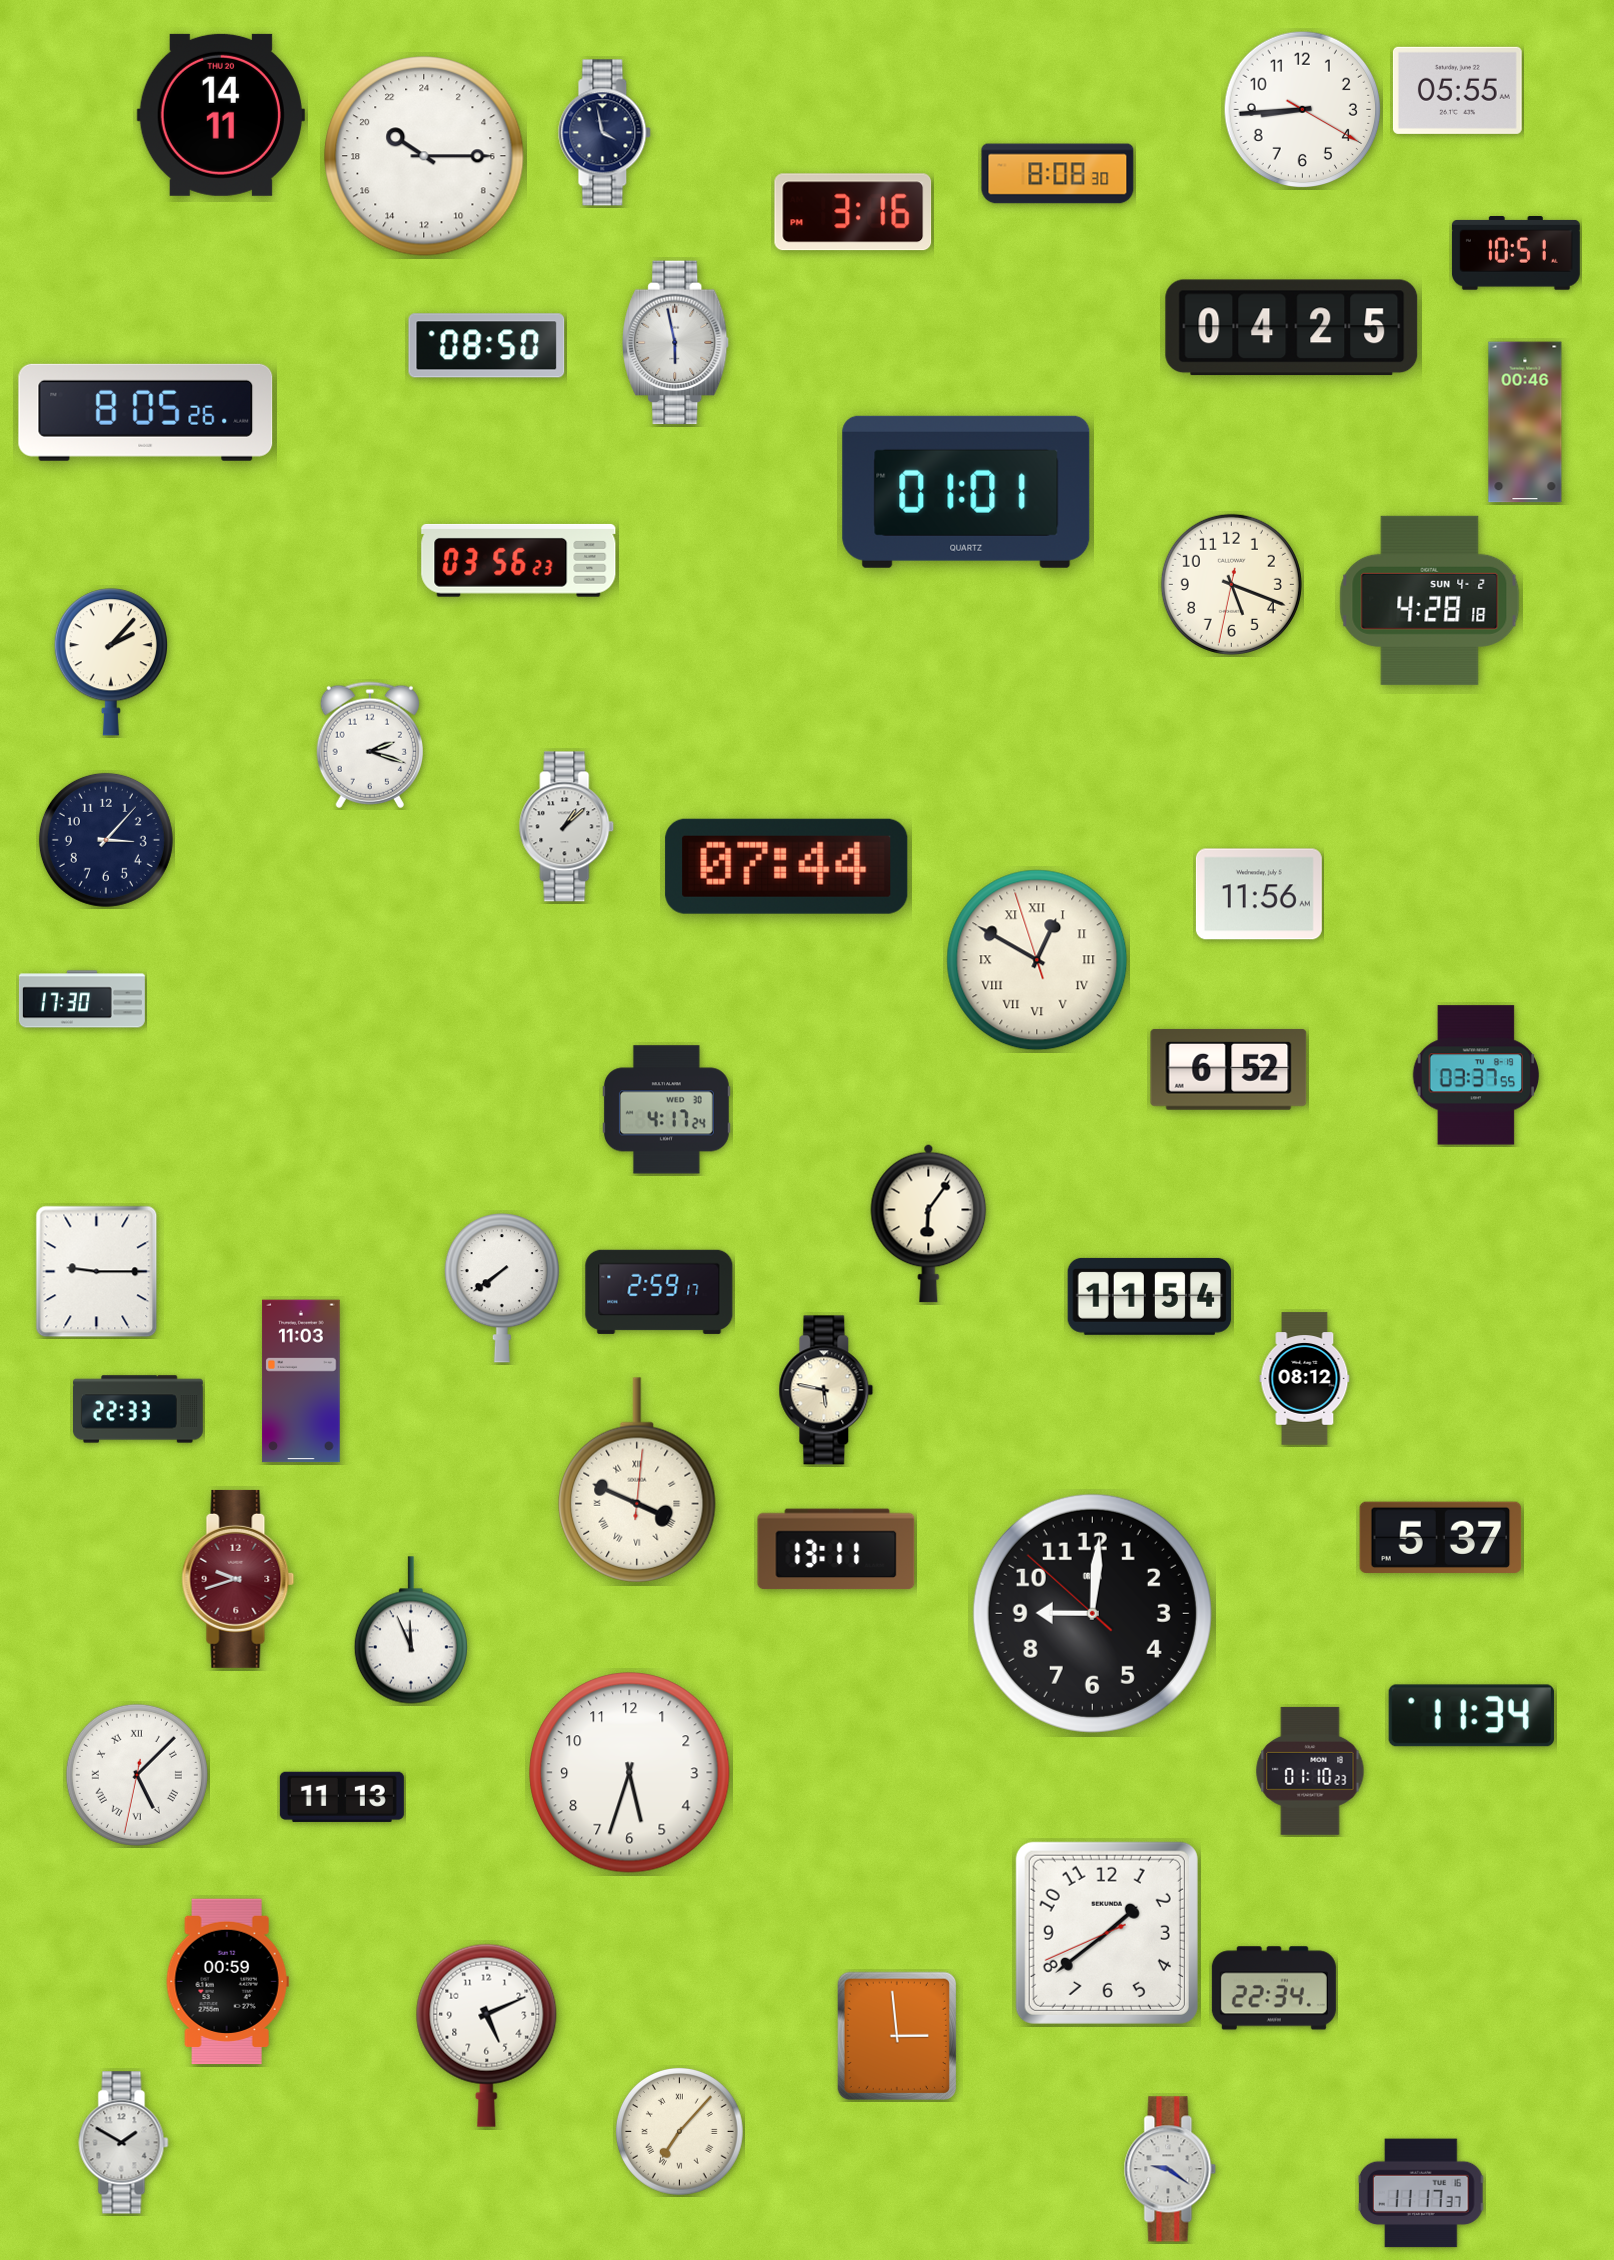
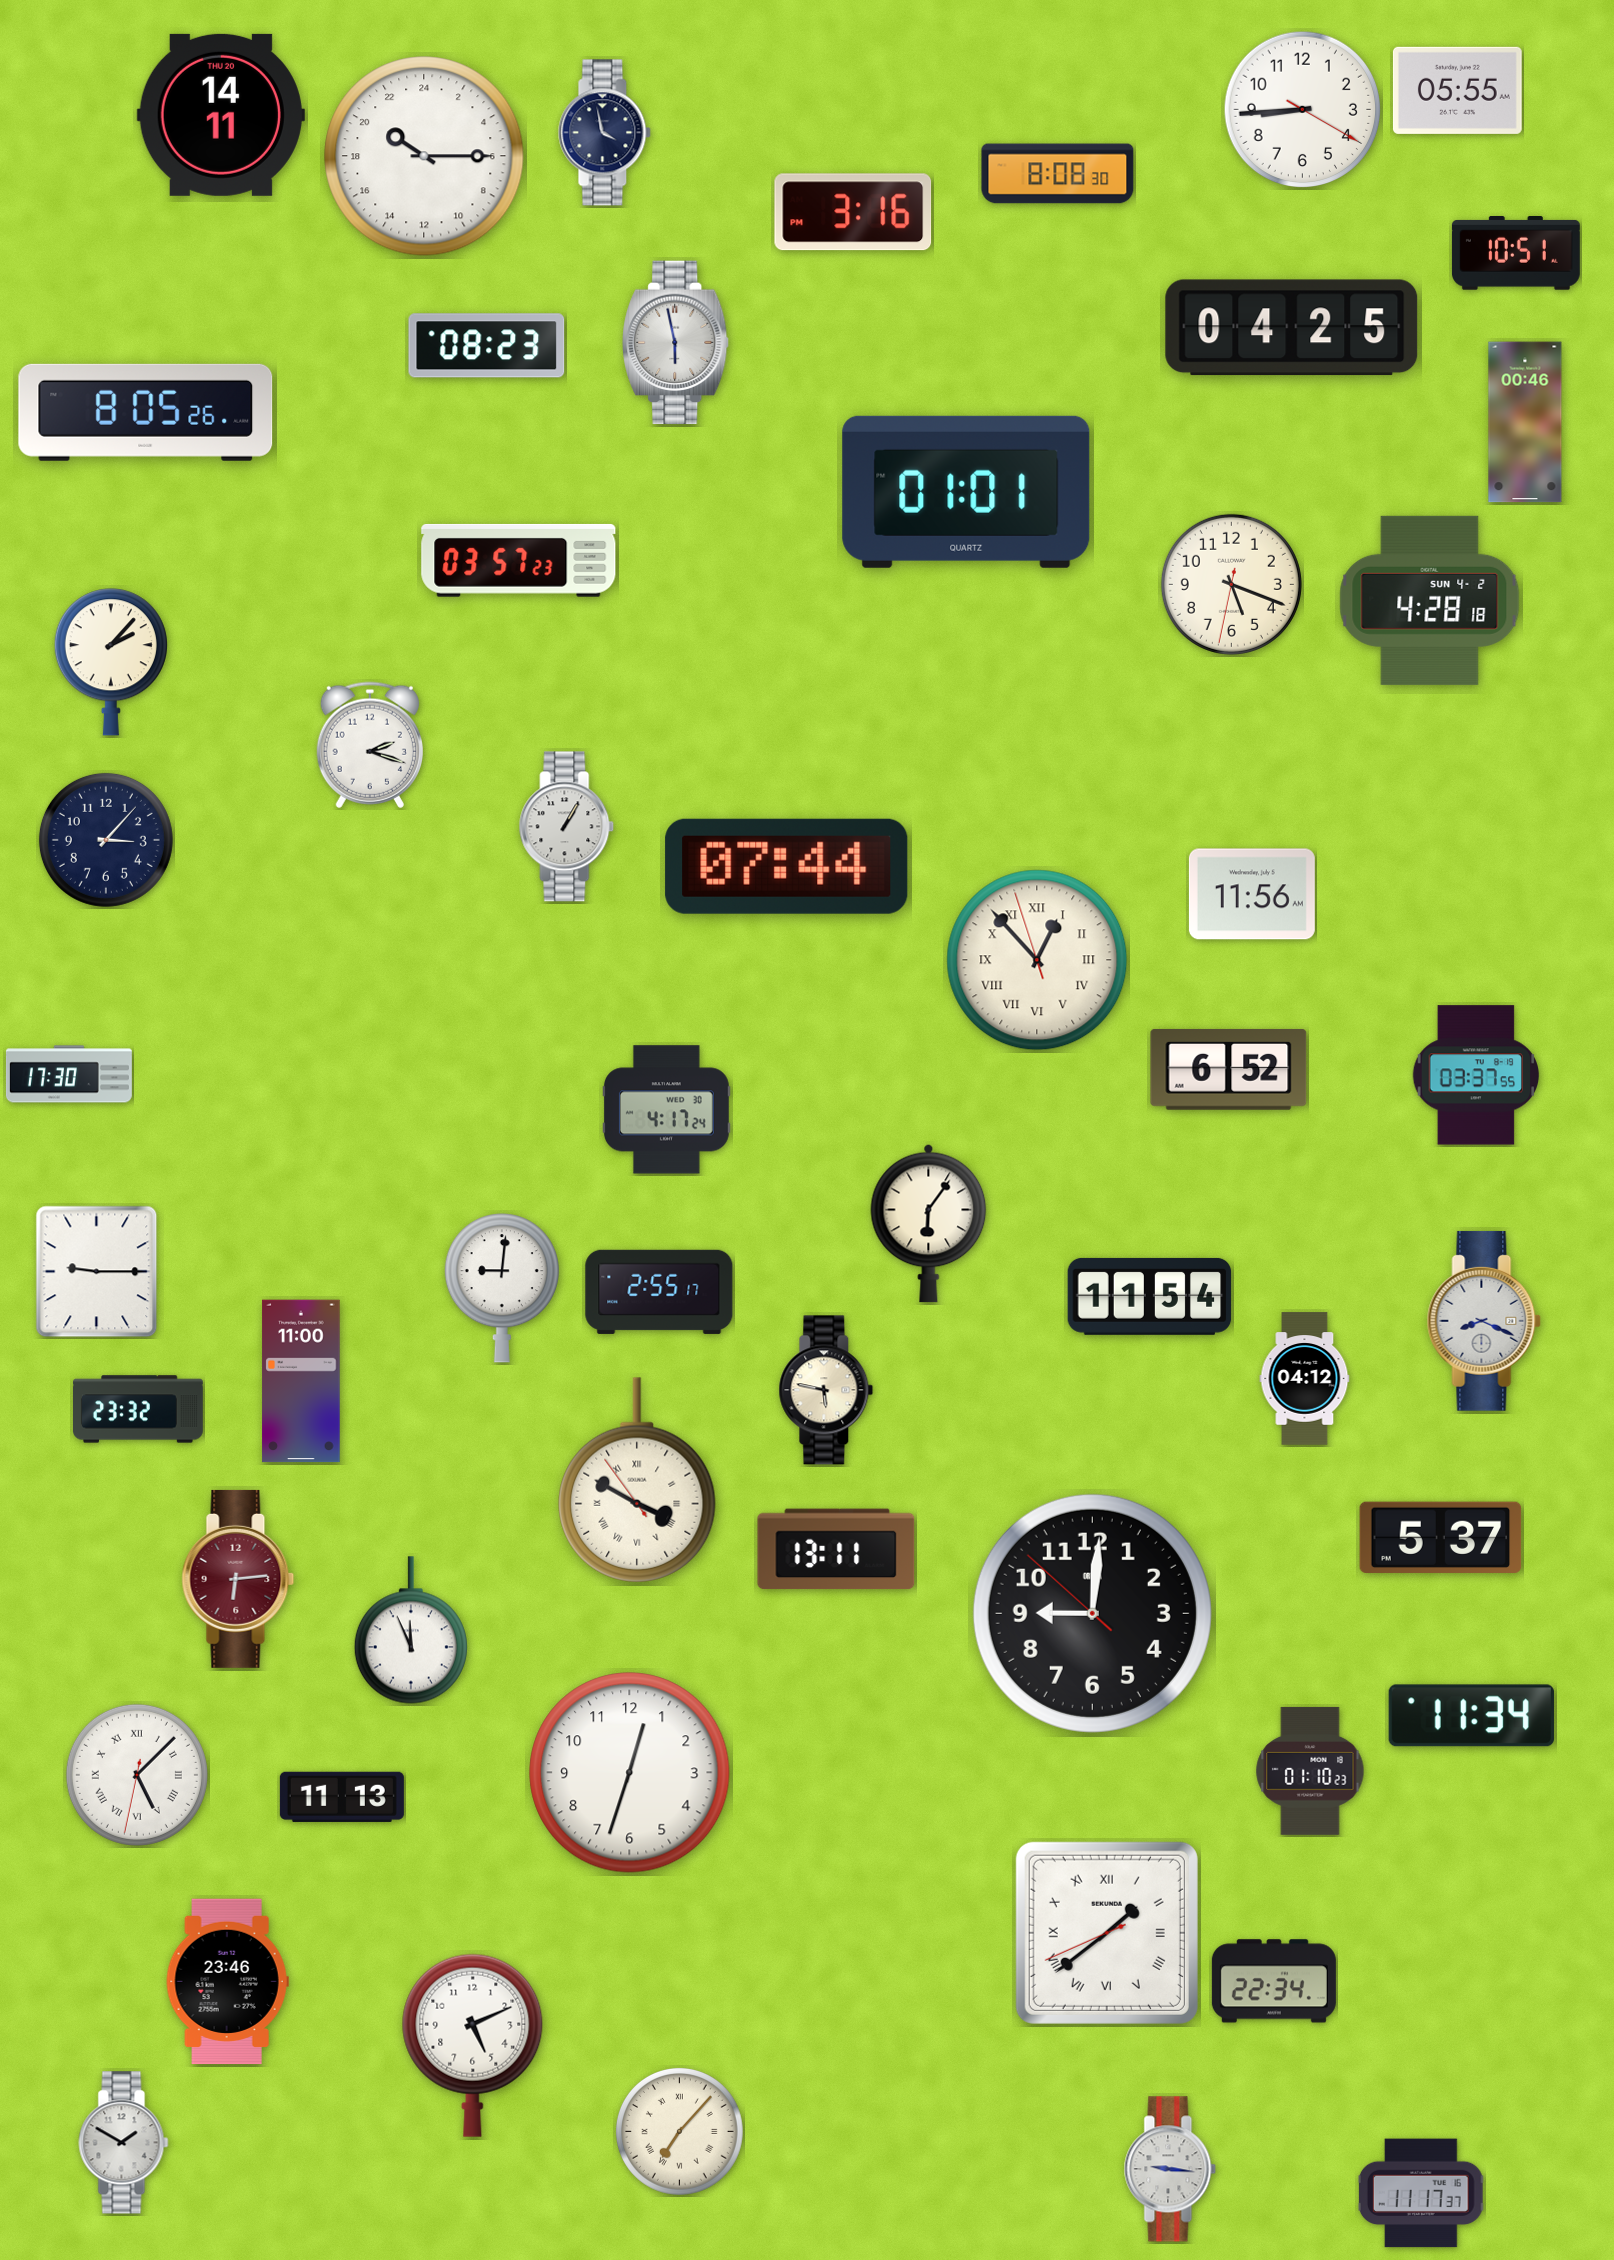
clock at (487, 346): 08:50 -> 08:23
clock at (519, 560): 03:56 -> 03:57
clock at (567, 827): 1:08 -> 1:05
clock at (1259, 894) position: (1259, 894) -> (1252, 894)
clock at (1037, 960): 12:49 -> 12:52
clock at (82, 999) position: (82, 999) -> (69, 1074)
clock at (502, 1288): 7:39 -> 9:01
clock at (659, 1292): 2:59 -> 2:55
clock at (1484, 1321): none -> 8:19
clock at (1305, 1379): 08:12 -> 04:12
clock at (301, 1381): 11:03 -> 11:00
clock at (139, 1409): 22:33 -> 23:32
clock at (637, 1480): 3:49:01 -> 3:49:54
clock at (238, 1579): 9:42 -> 6:14
clock at (630, 1773): 5:33 -> 12:33
clock at (1107, 1933) numerals: Arabic -> Roman
clock at (227, 1982): 00:59 -> 23:46
clock at (1274, 1988) position: (1274, 1988) -> (1274, 1981)
clock at (487, 2035) position: (487, 2035) -> (473, 2045)
clock at (896, 2036): 2:59 -> none
clock at (1170, 2169): 9:21 -> 9:16
